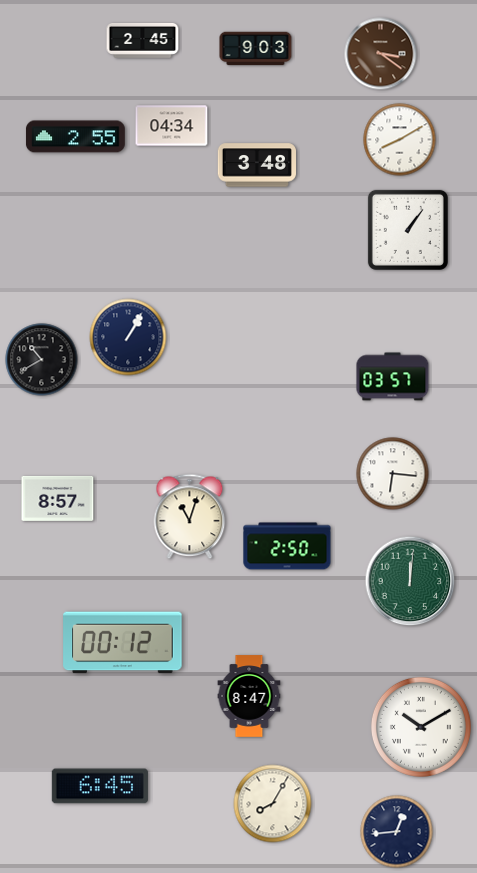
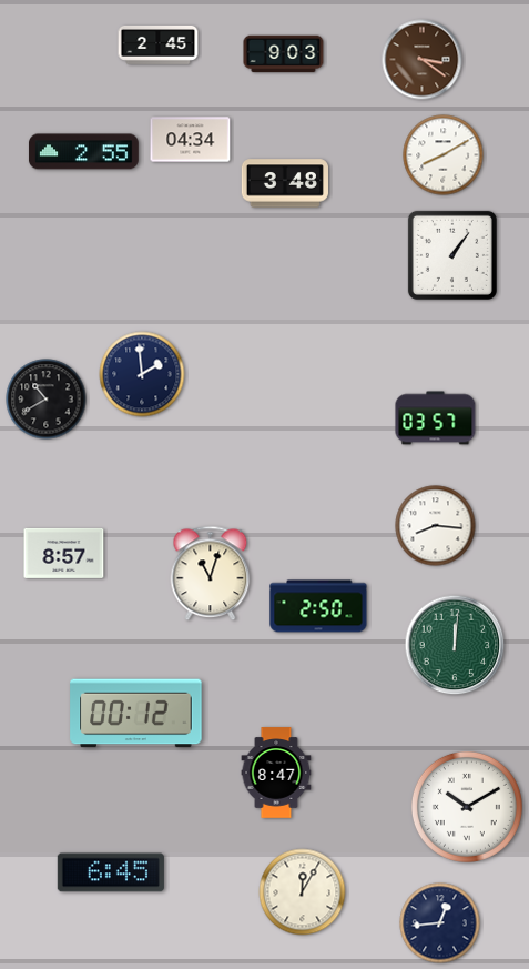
clock at (128, 337): 1:05 -> 1:59
clock at (393, 474): 6:16 -> 8:16
clock at (273, 804): 8:05 -> 12:05
